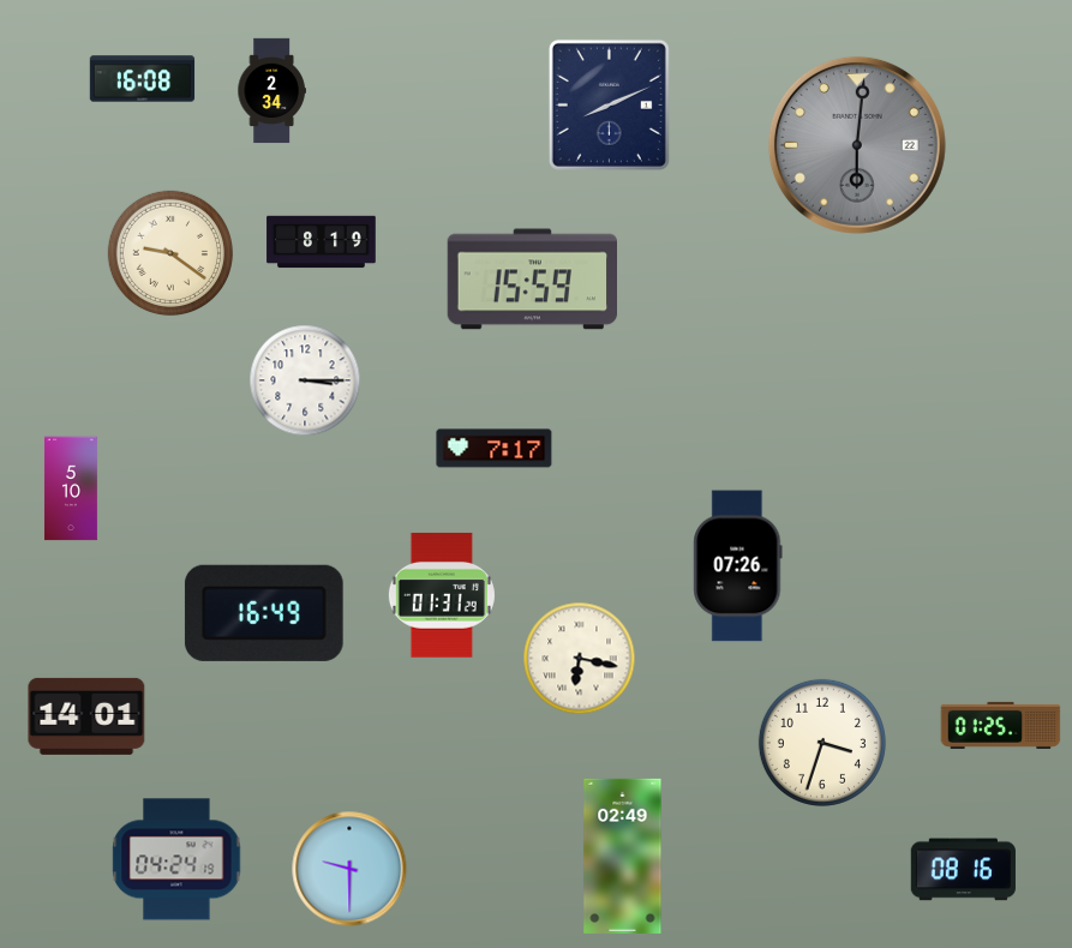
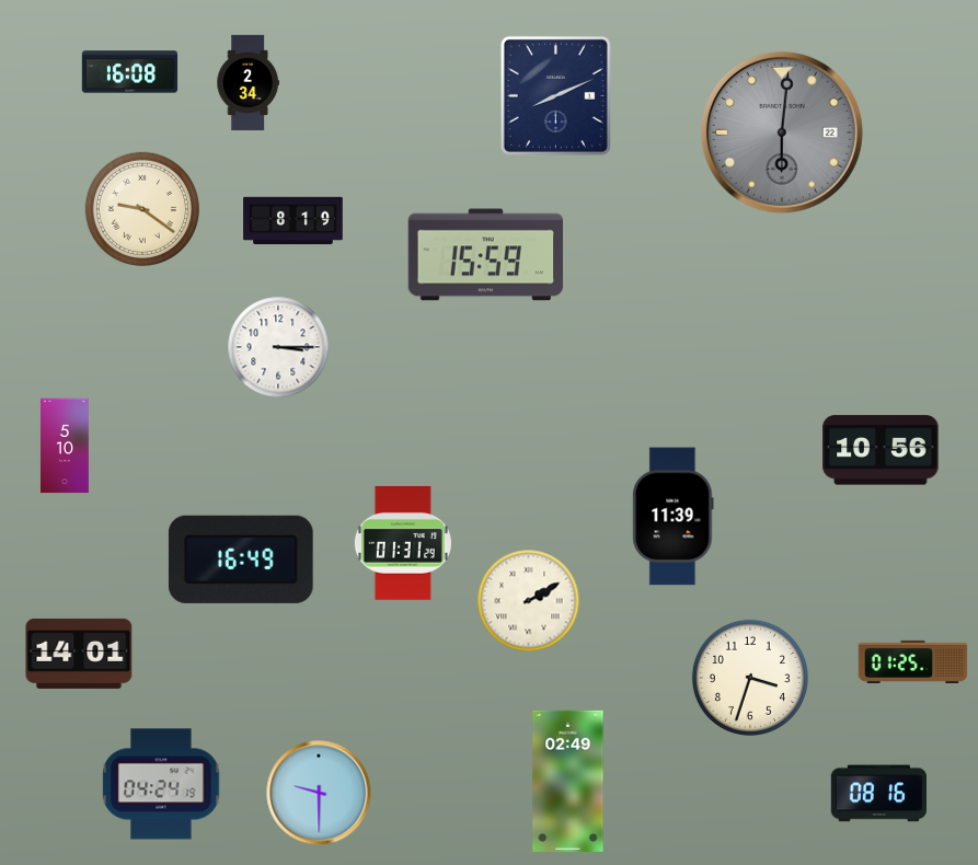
clock at (169, 252) position: (169, 252) -> (141, 208)
clock at (495, 449): 7:17 -> none
clock at (881, 450): none -> 10:56
clock at (738, 566): 07:26 -> 11:39
clock at (580, 659): 6:17 -> 2:10
